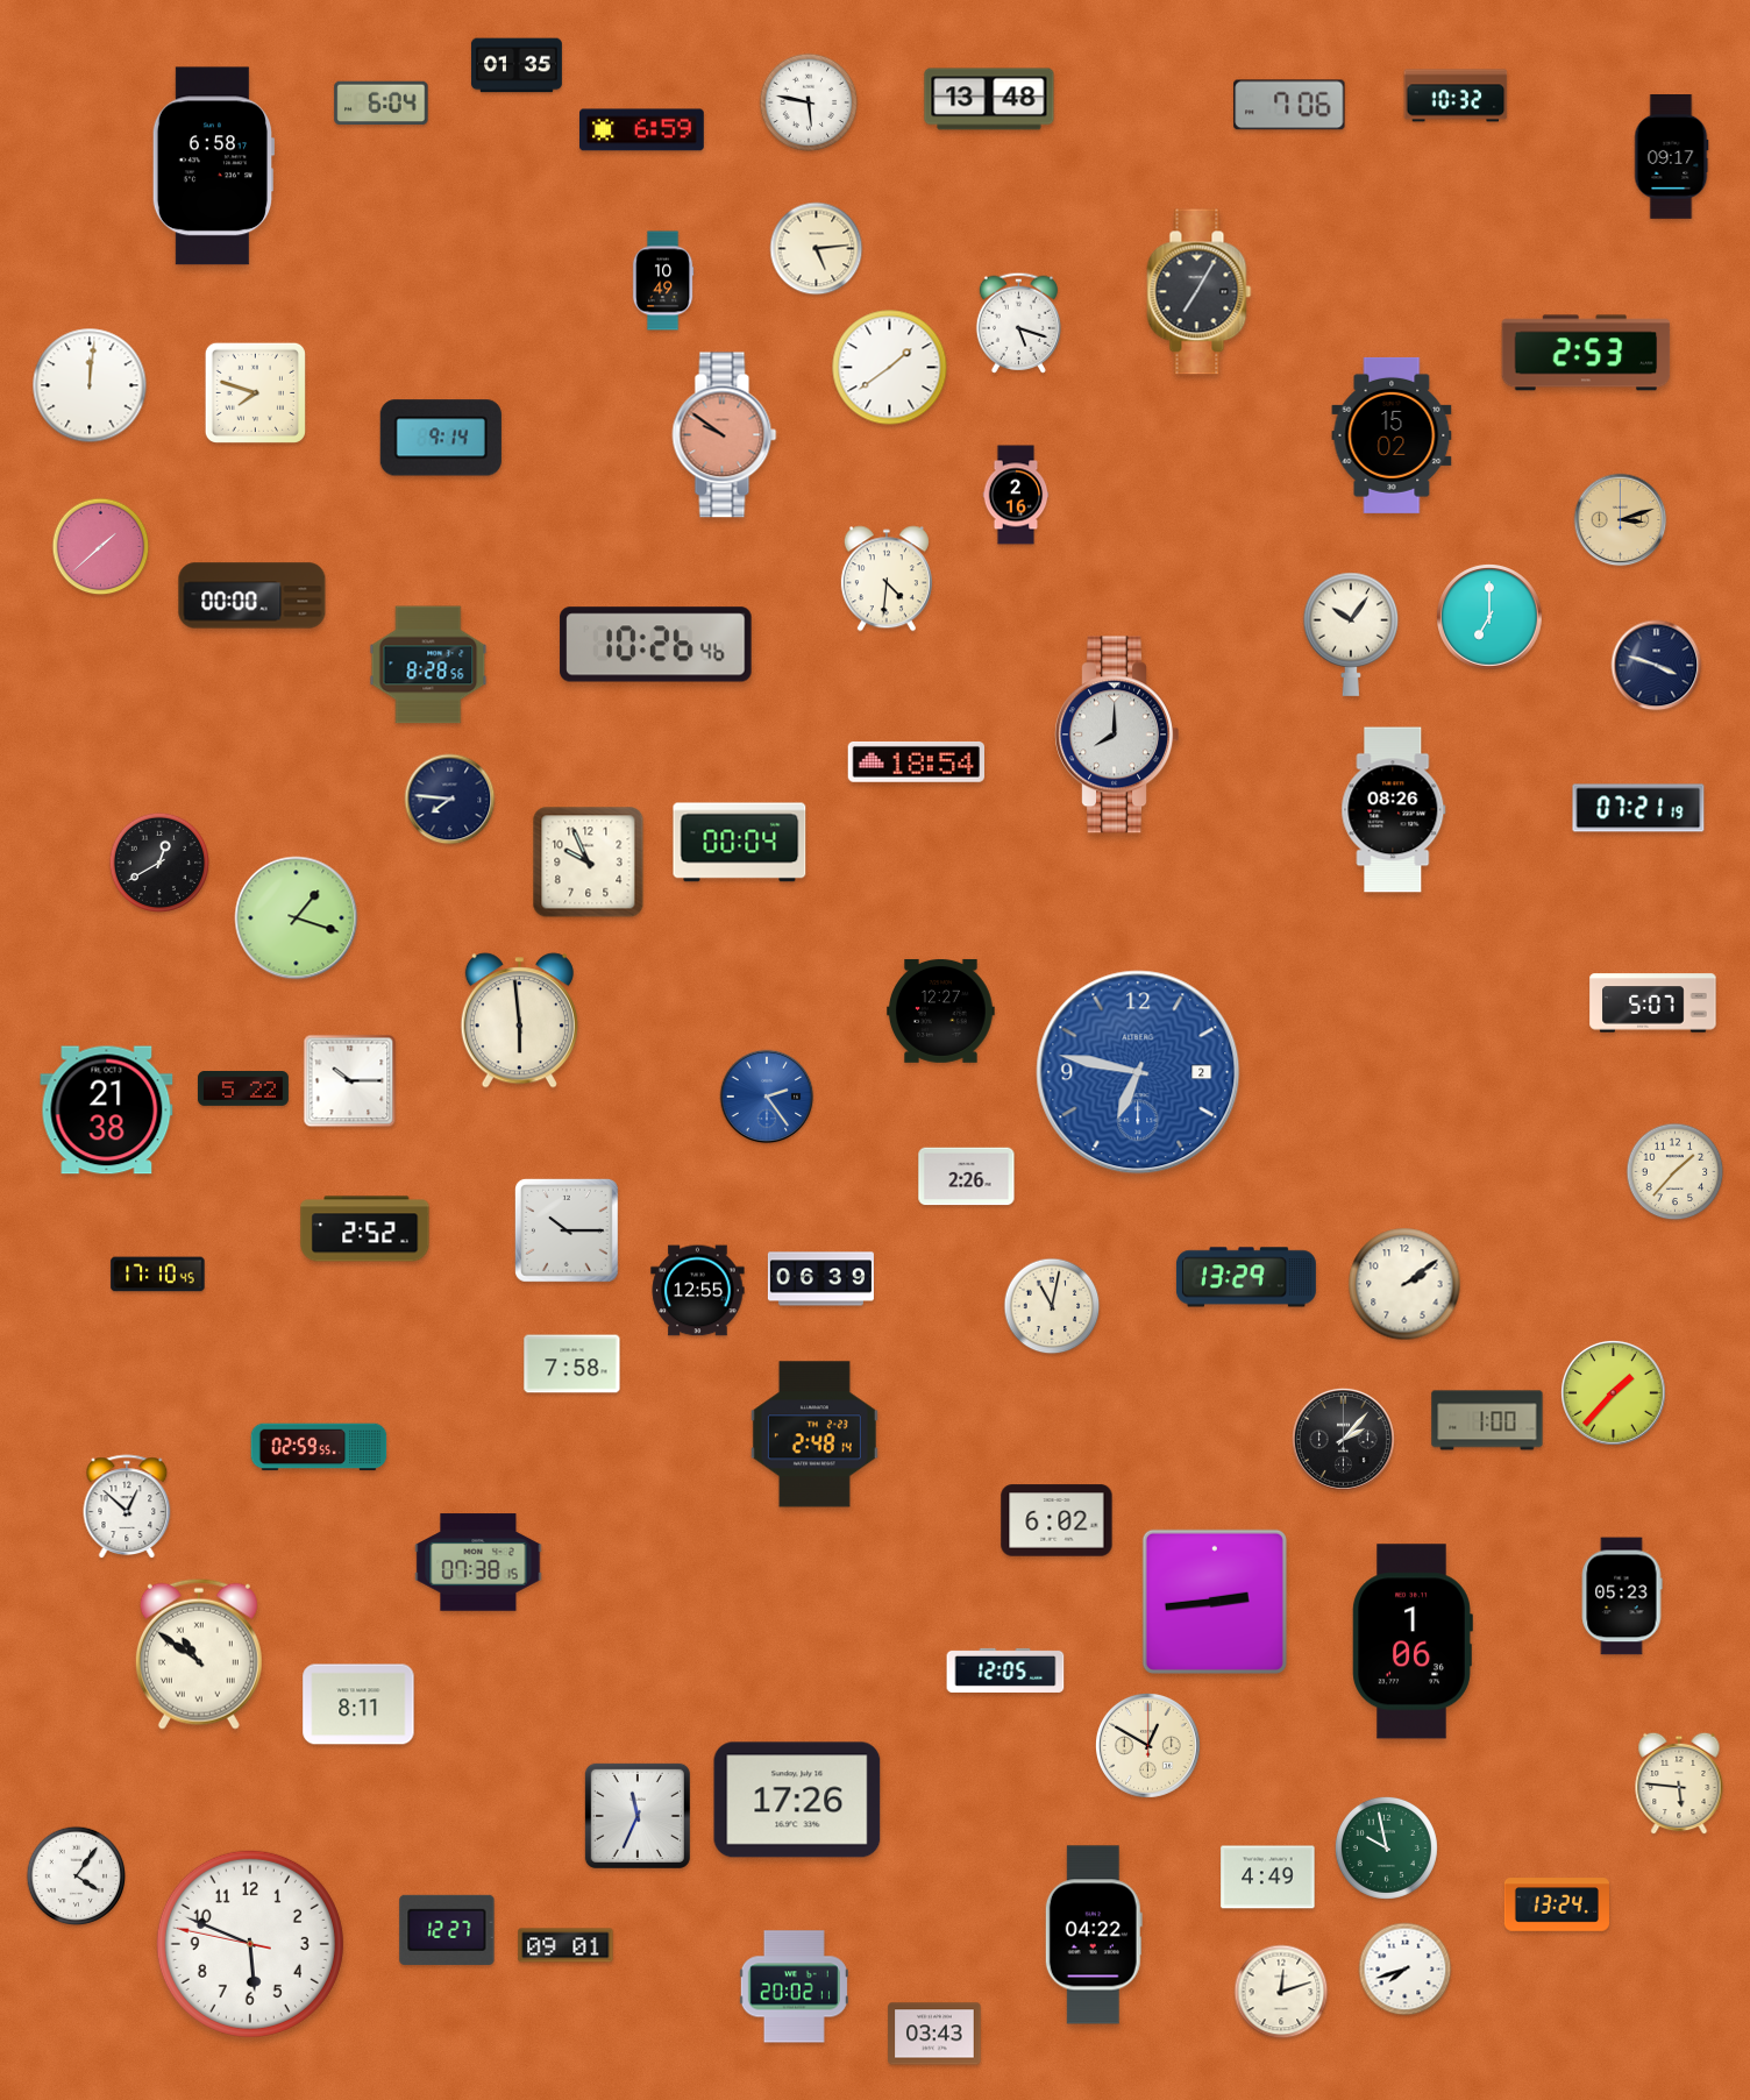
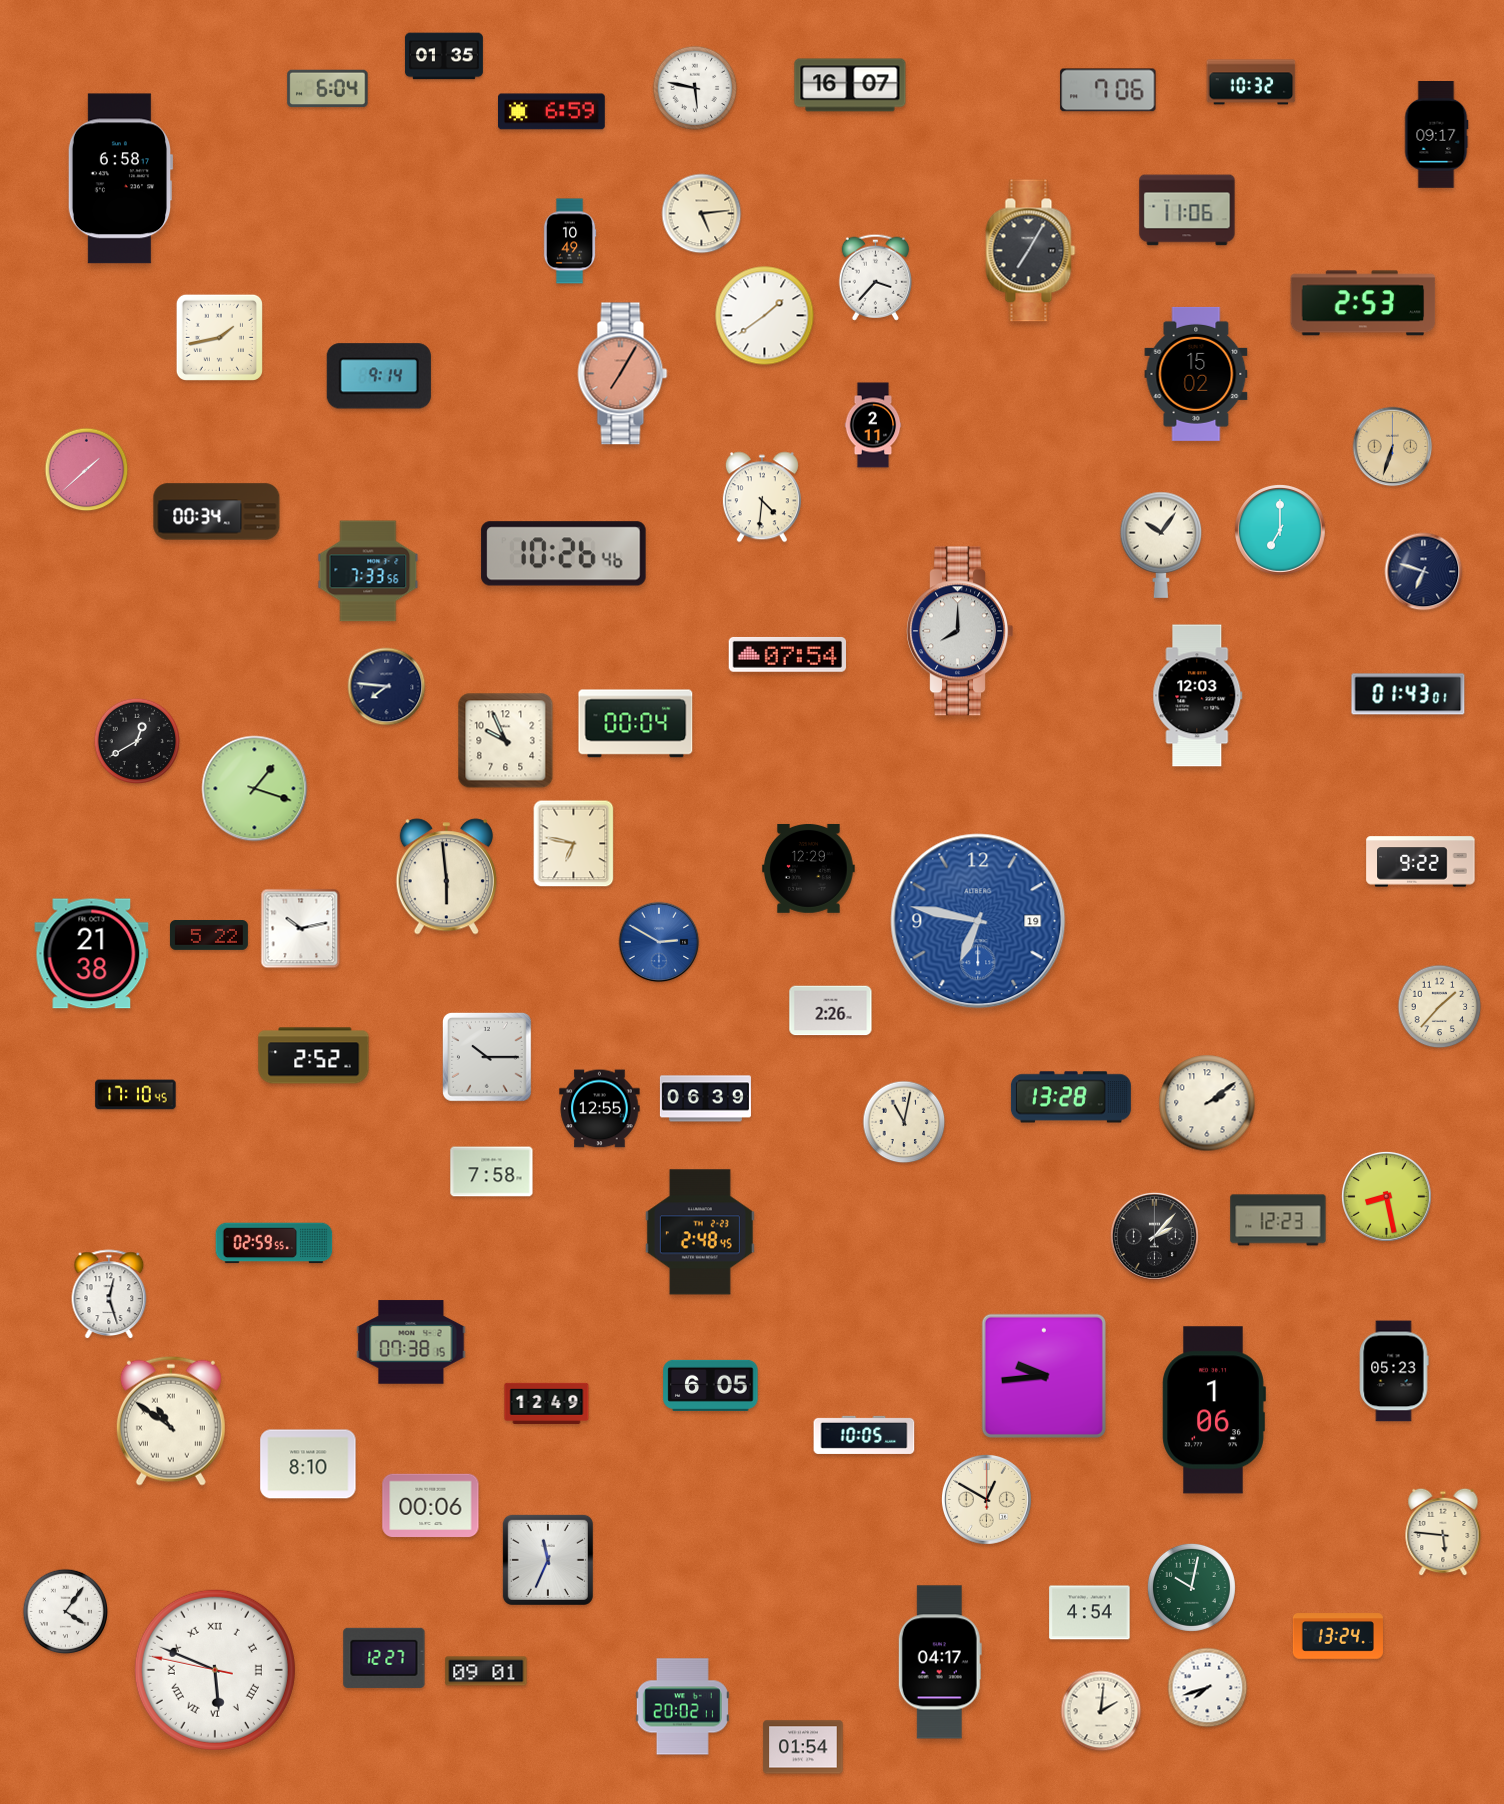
clock at (989, 99): 13:48 -> 16:07
clock at (213, 166) position: (213, 166) -> (120, 179)
clock at (1187, 210): none -> 11:06
clock at (1018, 322): 5:18 -> 3:37
clock at (90, 385): 12:01 -> none
clock at (255, 392): 7:48 -> 1:43
clock at (725, 435): 9:51 -> 7:05
clock at (1016, 495): 2:16 -> 2:11
clock at (1621, 520): 3:12 -> 6:33
clock at (252, 596): 00:00 -> 00:34
clock at (428, 665): 8:28 -> 7:33
clock at (1657, 666): 3:48 -> 6:48
clock at (916, 761): 18:54 -> 07:54
clock at (1638, 808): 07:21 -> 01:43
clock at (1394, 810): 08:26 -> 12:03
clock at (574, 844): none -> 6:47
clock at (1653, 1003): 5:07 -> 9:22
clock at (941, 1010): 12:27 -> 12:29
clock at (1138, 1072) date: 2 -> 19
clock at (350, 1081): 10:15 -> 10:13
clock at (767, 1097): 2:24 -> 2:50
clock at (1246, 1277): 13:29 -> 13:28
clock at (1614, 1393): 1:37 -> 8:28
clock at (1487, 1420): 1:00 -> 12:23
clock at (814, 1434): 2:48:14 -> 2:48:45
clock at (127, 1506): 12:52 -> 12:27
clock at (1057, 1520): 6:02 -> none
clock at (1215, 1602): 2:44 -> 9:44
clock at (711, 1385): none -> 6:05
clock at (547, 1403): none -> 12:49
clock at (1005, 1670): 12:05 -> 10:05
clock at (358, 1704): 8:11 -> 8:10
clock at (431, 1506): none -> 00:06
clock at (797, 1800): 17:26 -> none
clock at (1386, 1847): 9:58 -> 10:02
clock at (1268, 1878): 4:49 -> 4:54
clock at (1094, 1935): 04:22 -> 04:17
clock at (250, 1944) numerals: Arabic -> Roman
clock at (1406, 1970) position: (1406, 1970) -> (1208, 1688)
clock at (1281, 1992): 12:12 -> 2:01
clock at (934, 2034): 03:43 -> 01:54
